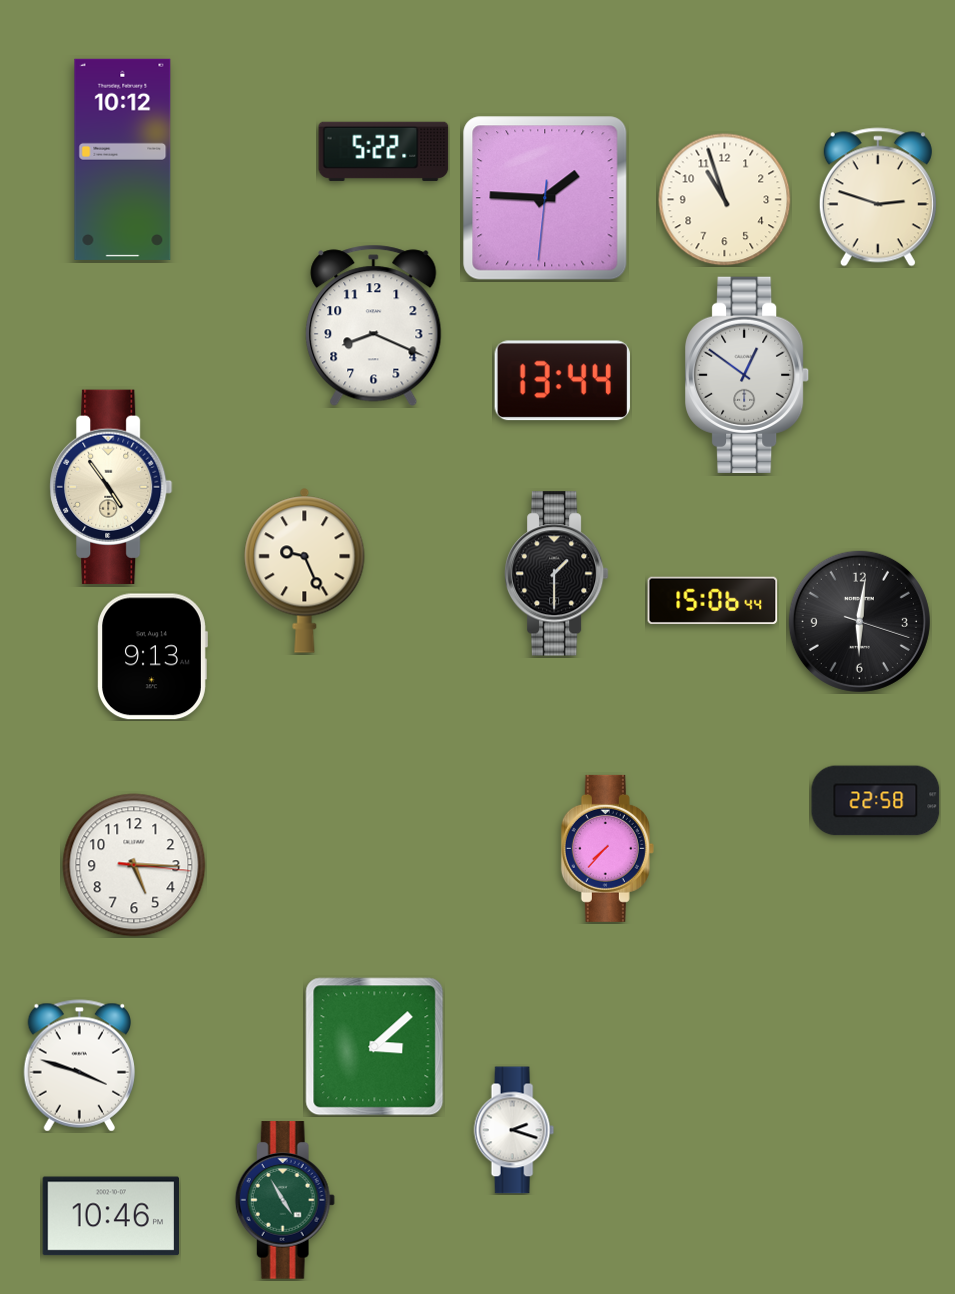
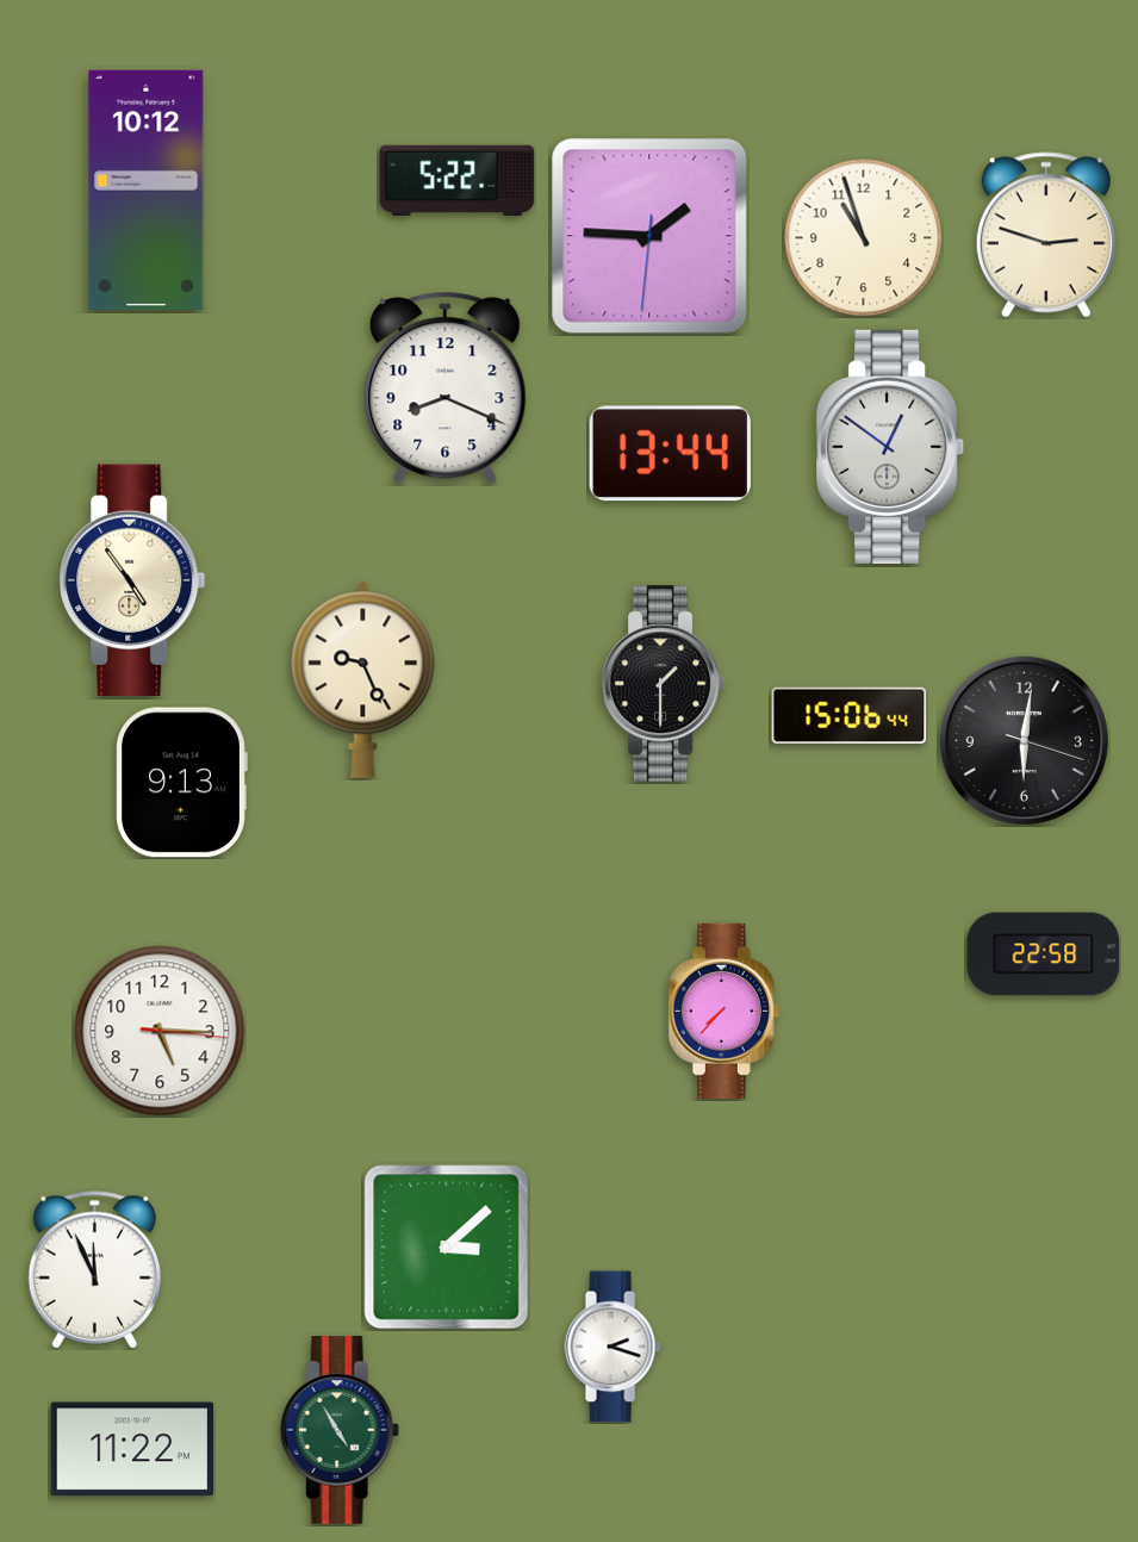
clock at (79, 1066): 3:48 -> 11:56
clock at (110, 1216): 10:46 -> 11:22
